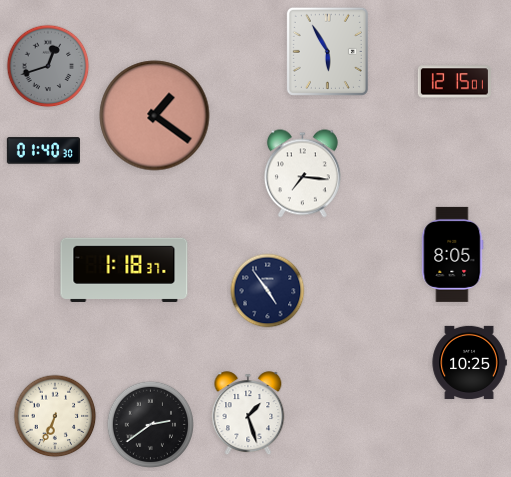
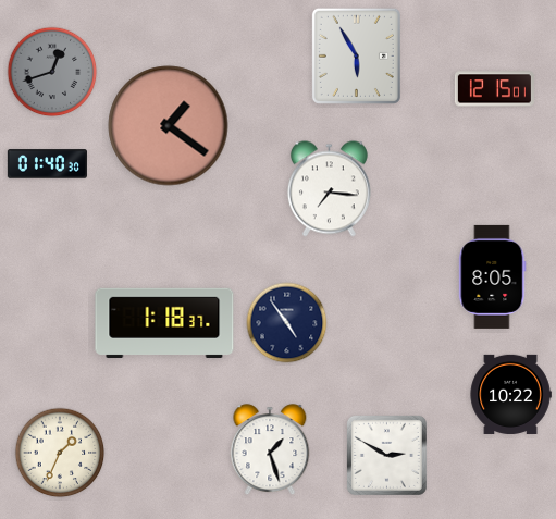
clock at (124, 270) position: (124, 270) -> (164, 323)
clock at (268, 291) position: (268, 291) -> (287, 323)
clock at (469, 362): 10:25 -> 10:22
clock at (55, 416): 6:34 -> 1:34
clock at (386, 455): none -> 2:50
clock at (150, 424): 2:39 -> none
